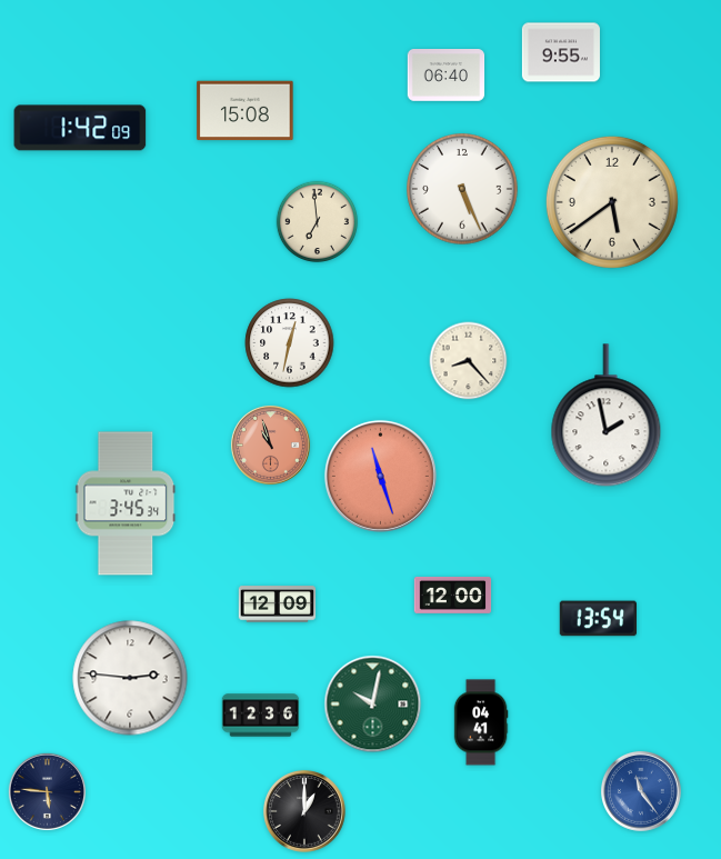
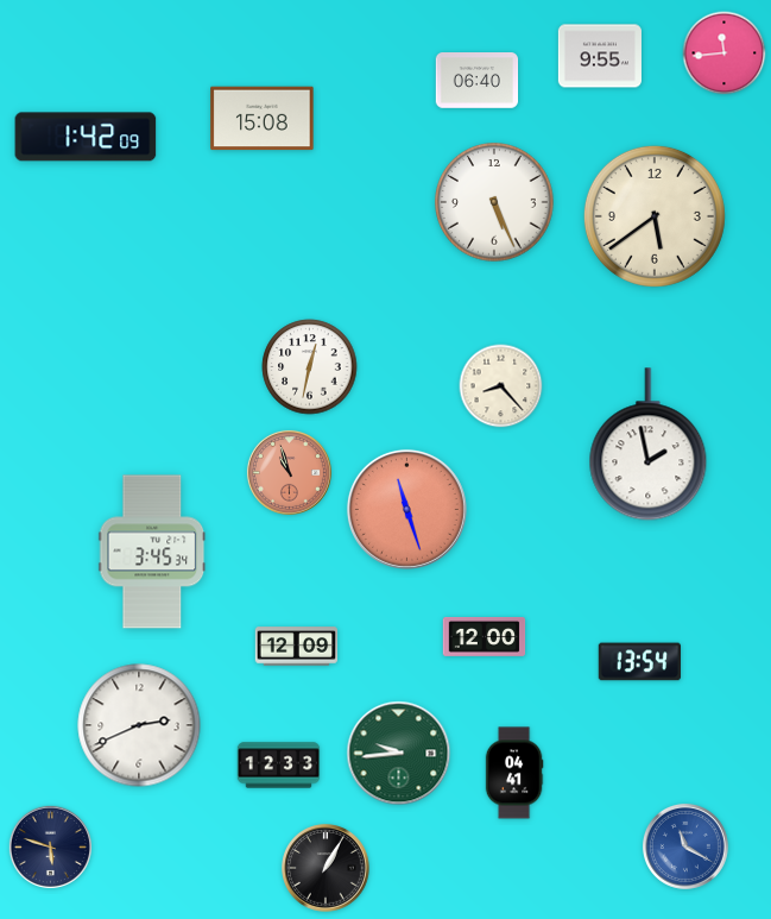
clock at (725, 53): none -> 11:44
clock at (318, 222): 6:59 -> none
clock at (270, 445) position: (270, 445) -> (289, 472)
clock at (126, 503) position: (126, 503) -> (152, 552)
clock at (130, 678): 2:46 -> 2:41
clock at (373, 705): 10:02 -> 9:44
clock at (261, 716): 12:36 -> 12:33
clock at (47, 791): 5:46 -> 5:48
clock at (641, 791): 11:24 -> 11:20
clock at (304, 811): 1:00 -> 1:05
